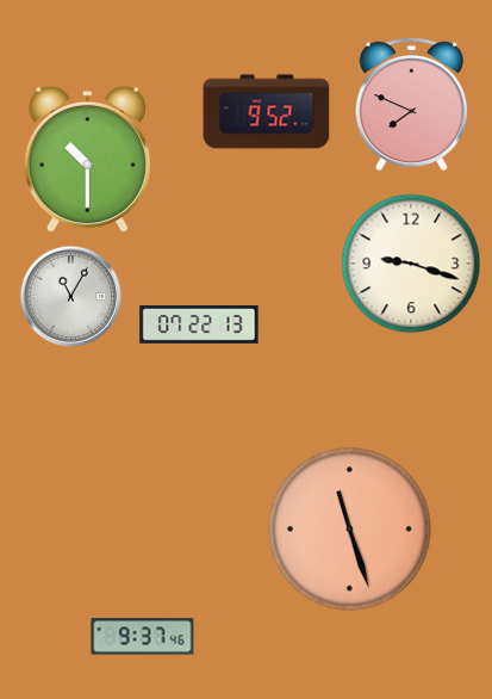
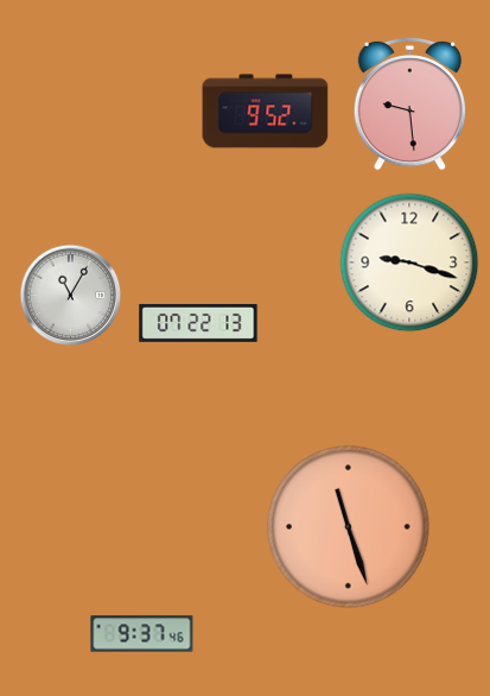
clock at (411, 104): 7:49 -> 9:29
clock at (87, 160): 10:30 -> none
